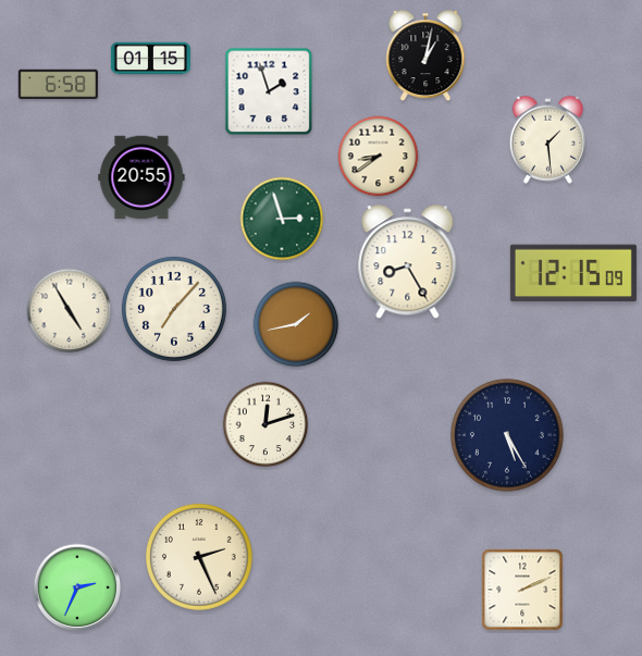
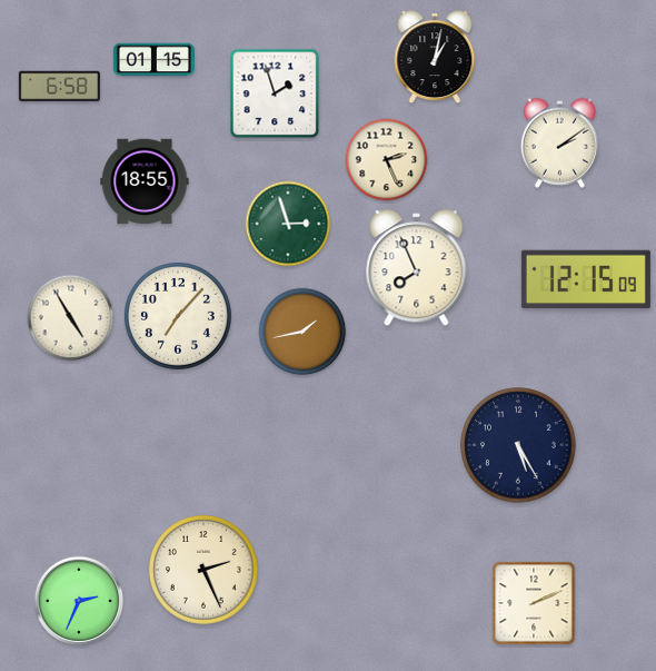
clock at (547, 139): 1:29 -> 2:09
clock at (379, 157): 8:39 -> 2:26
clock at (141, 177): 20:55 -> 18:55
clock at (408, 262): 8:25 -> 7:56
clock at (266, 424): 12:12 -> none
